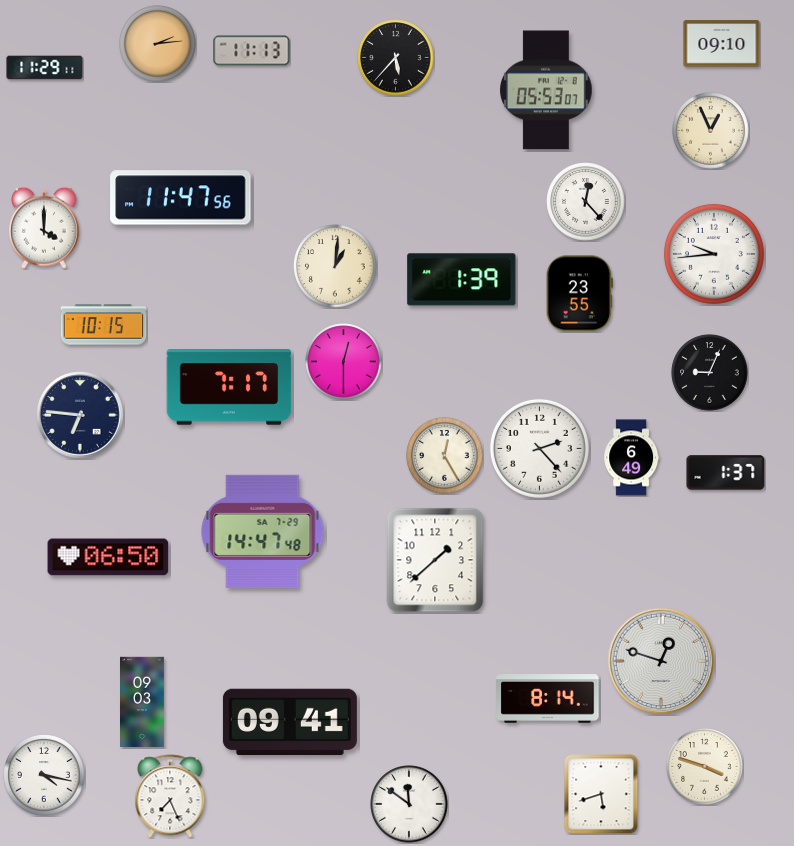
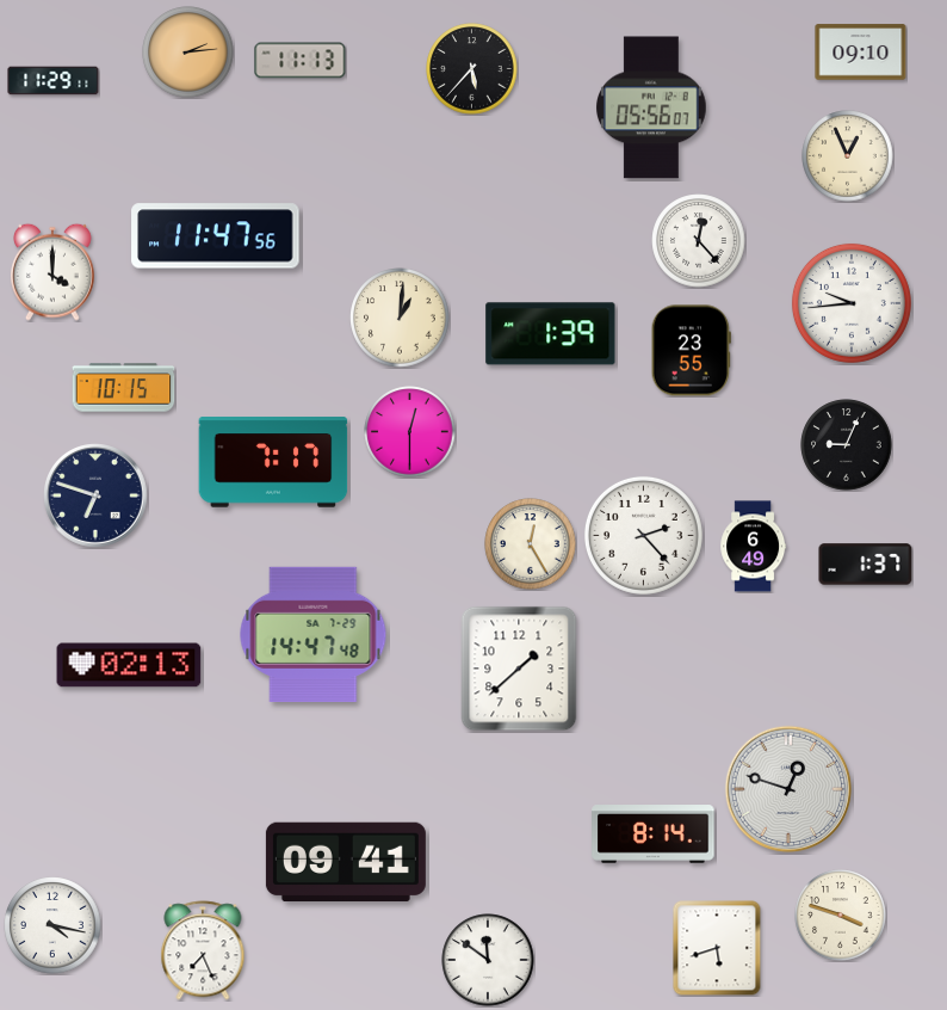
clock at (547, 90): 05:53 -> 05:56
clock at (80, 415): 6:46 -> 6:48
clock at (108, 557): 06:50 -> 02:13
clock at (143, 702): 09:03 -> none
